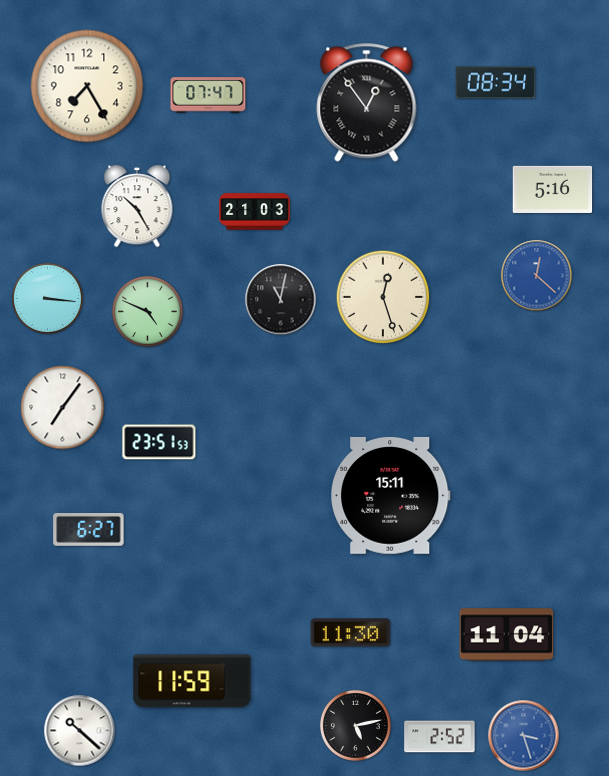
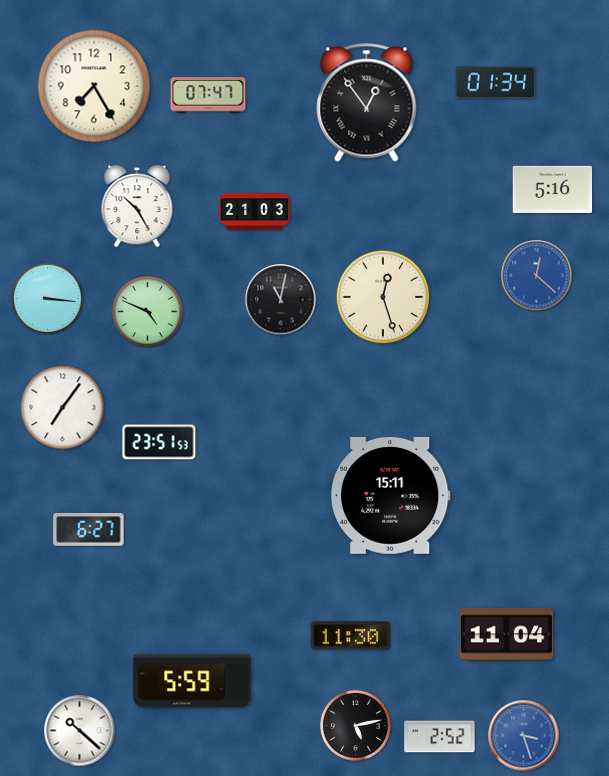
clock at (496, 83): 08:34 -> 01:34
clock at (87, 86) position: (87, 86) -> (94, 86)
clock at (351, 633) position: (351, 633) -> (351, 636)
clock at (192, 681): 11:59 -> 5:59
